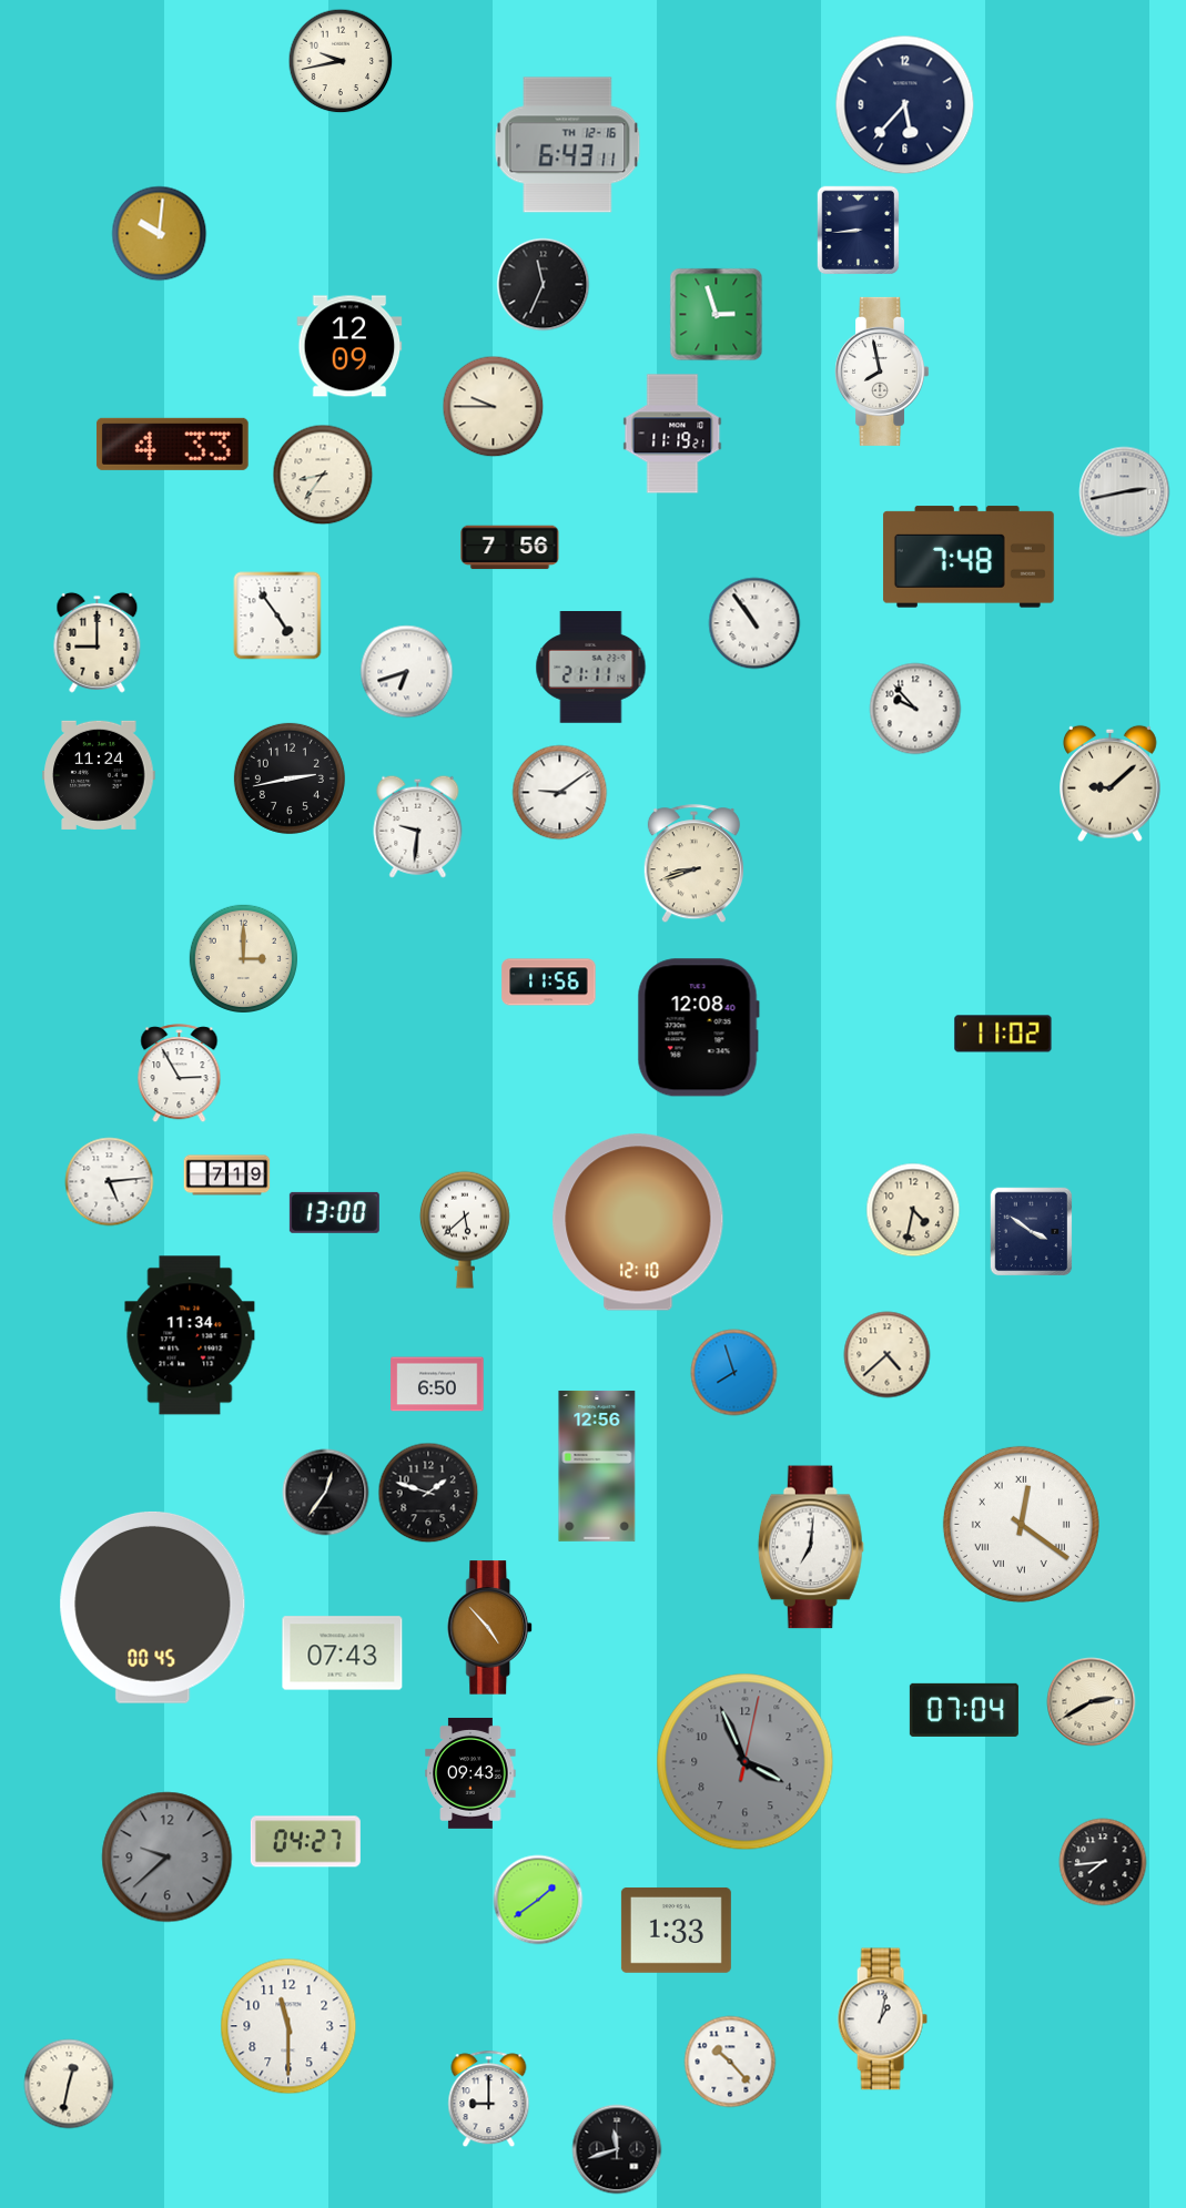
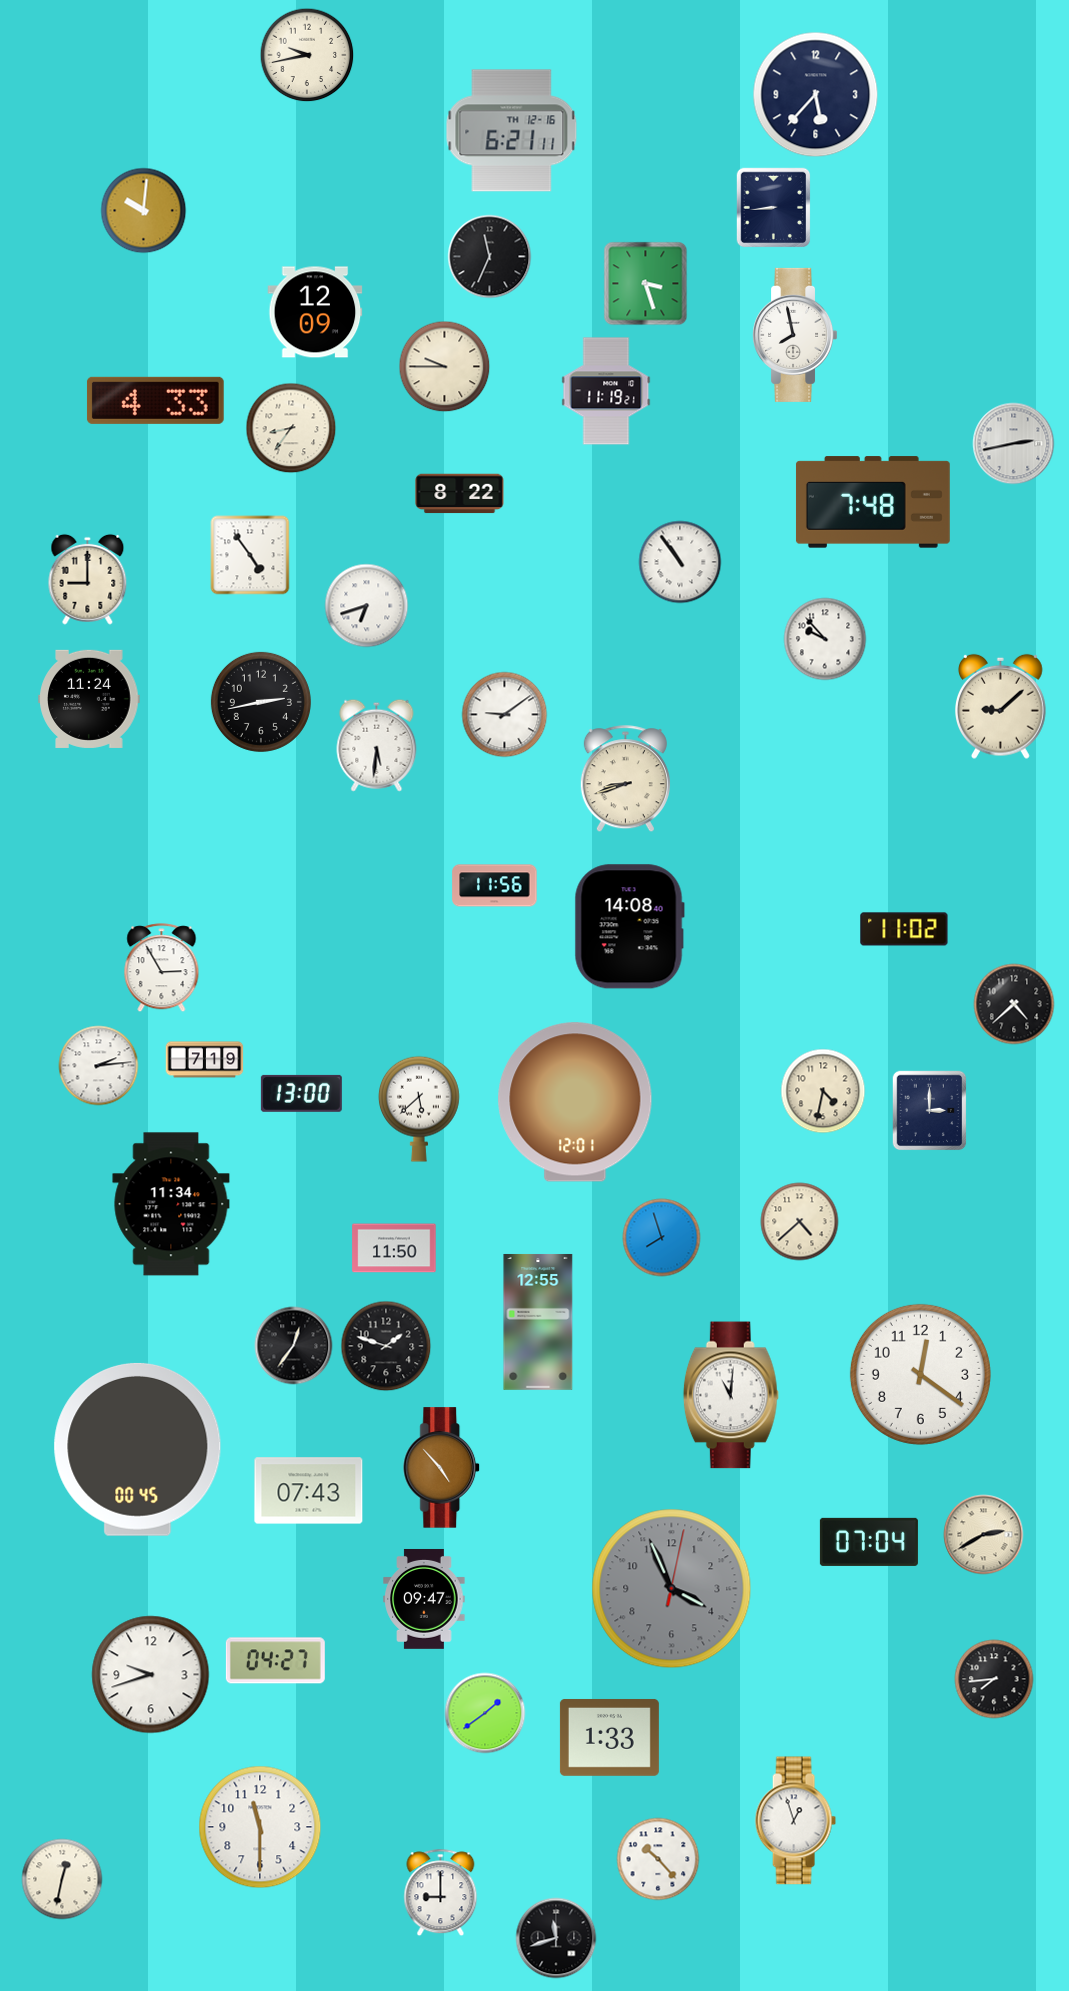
clock at (568, 145): 6:43 -> 6:21
clock at (717, 315): 2:57 -> 3:27
clock at (510, 548): 7:56 -> 8:22
clock at (591, 668): 21:11 -> none
clock at (418, 826): 9:31 -> 5:31
clock at (243, 958): 3:00 -> none
clock at (698, 1028): 12:08 -> 14:08
clock at (1003, 1034) position: (1003, 1034) -> (904, 929)
clock at (1014, 1004): none -> 4:38
clock at (110, 1182): 5:14 -> 2:14
clock at (638, 1222): 12:10 -> 12:01
clock at (1032, 1232): 3:51 -> 3:00
clock at (437, 1384): 6:50 -> 11:50
clock at (597, 1466): 12:56 -> 12:55
clock at (1021, 1524) numerals: Roman -> Arabic
clock at (811, 1547): 7:01 -> 11:01
clock at (470, 1773): 09:43 -> 09:47
clock at (168, 1858): 9:38 -> 9:42
clock at (168, 1858) dial: grey -> white
clock at (676, 1930) position: (676, 1930) -> (609, 1737)
clock at (882, 2019): 1:02 -> 12:57
